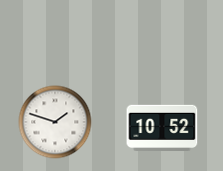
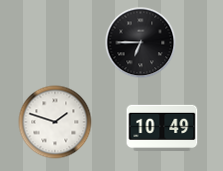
clock at (141, 43): none -> 6:45
clock at (162, 127): 10:52 -> 10:49
